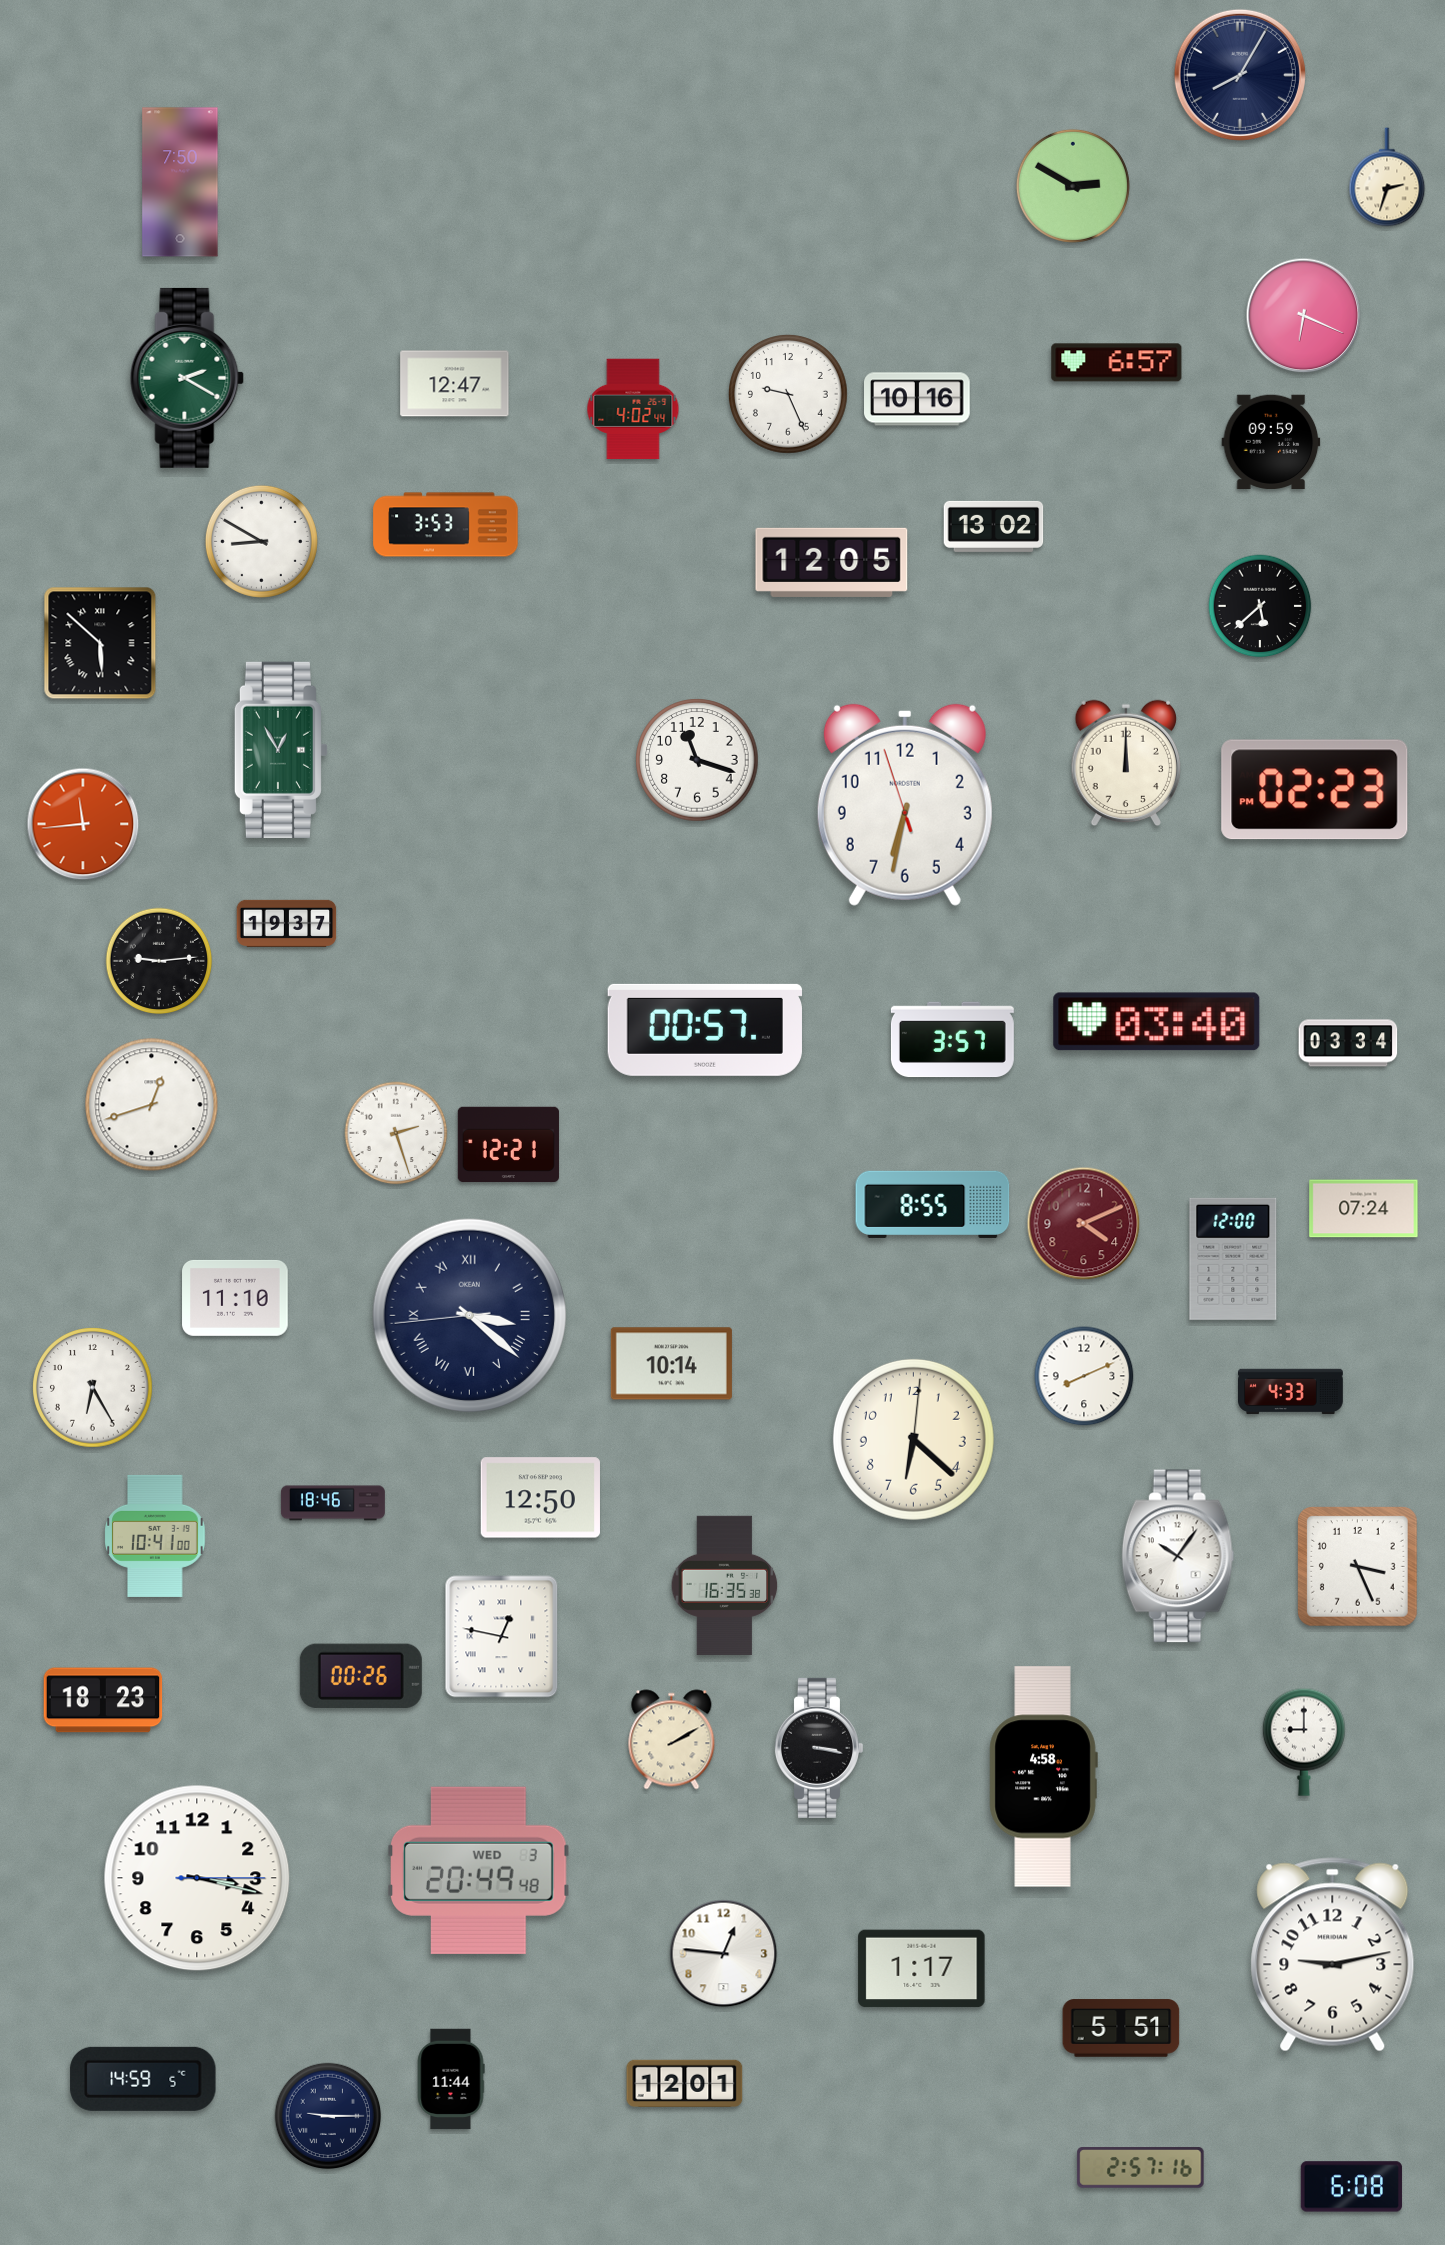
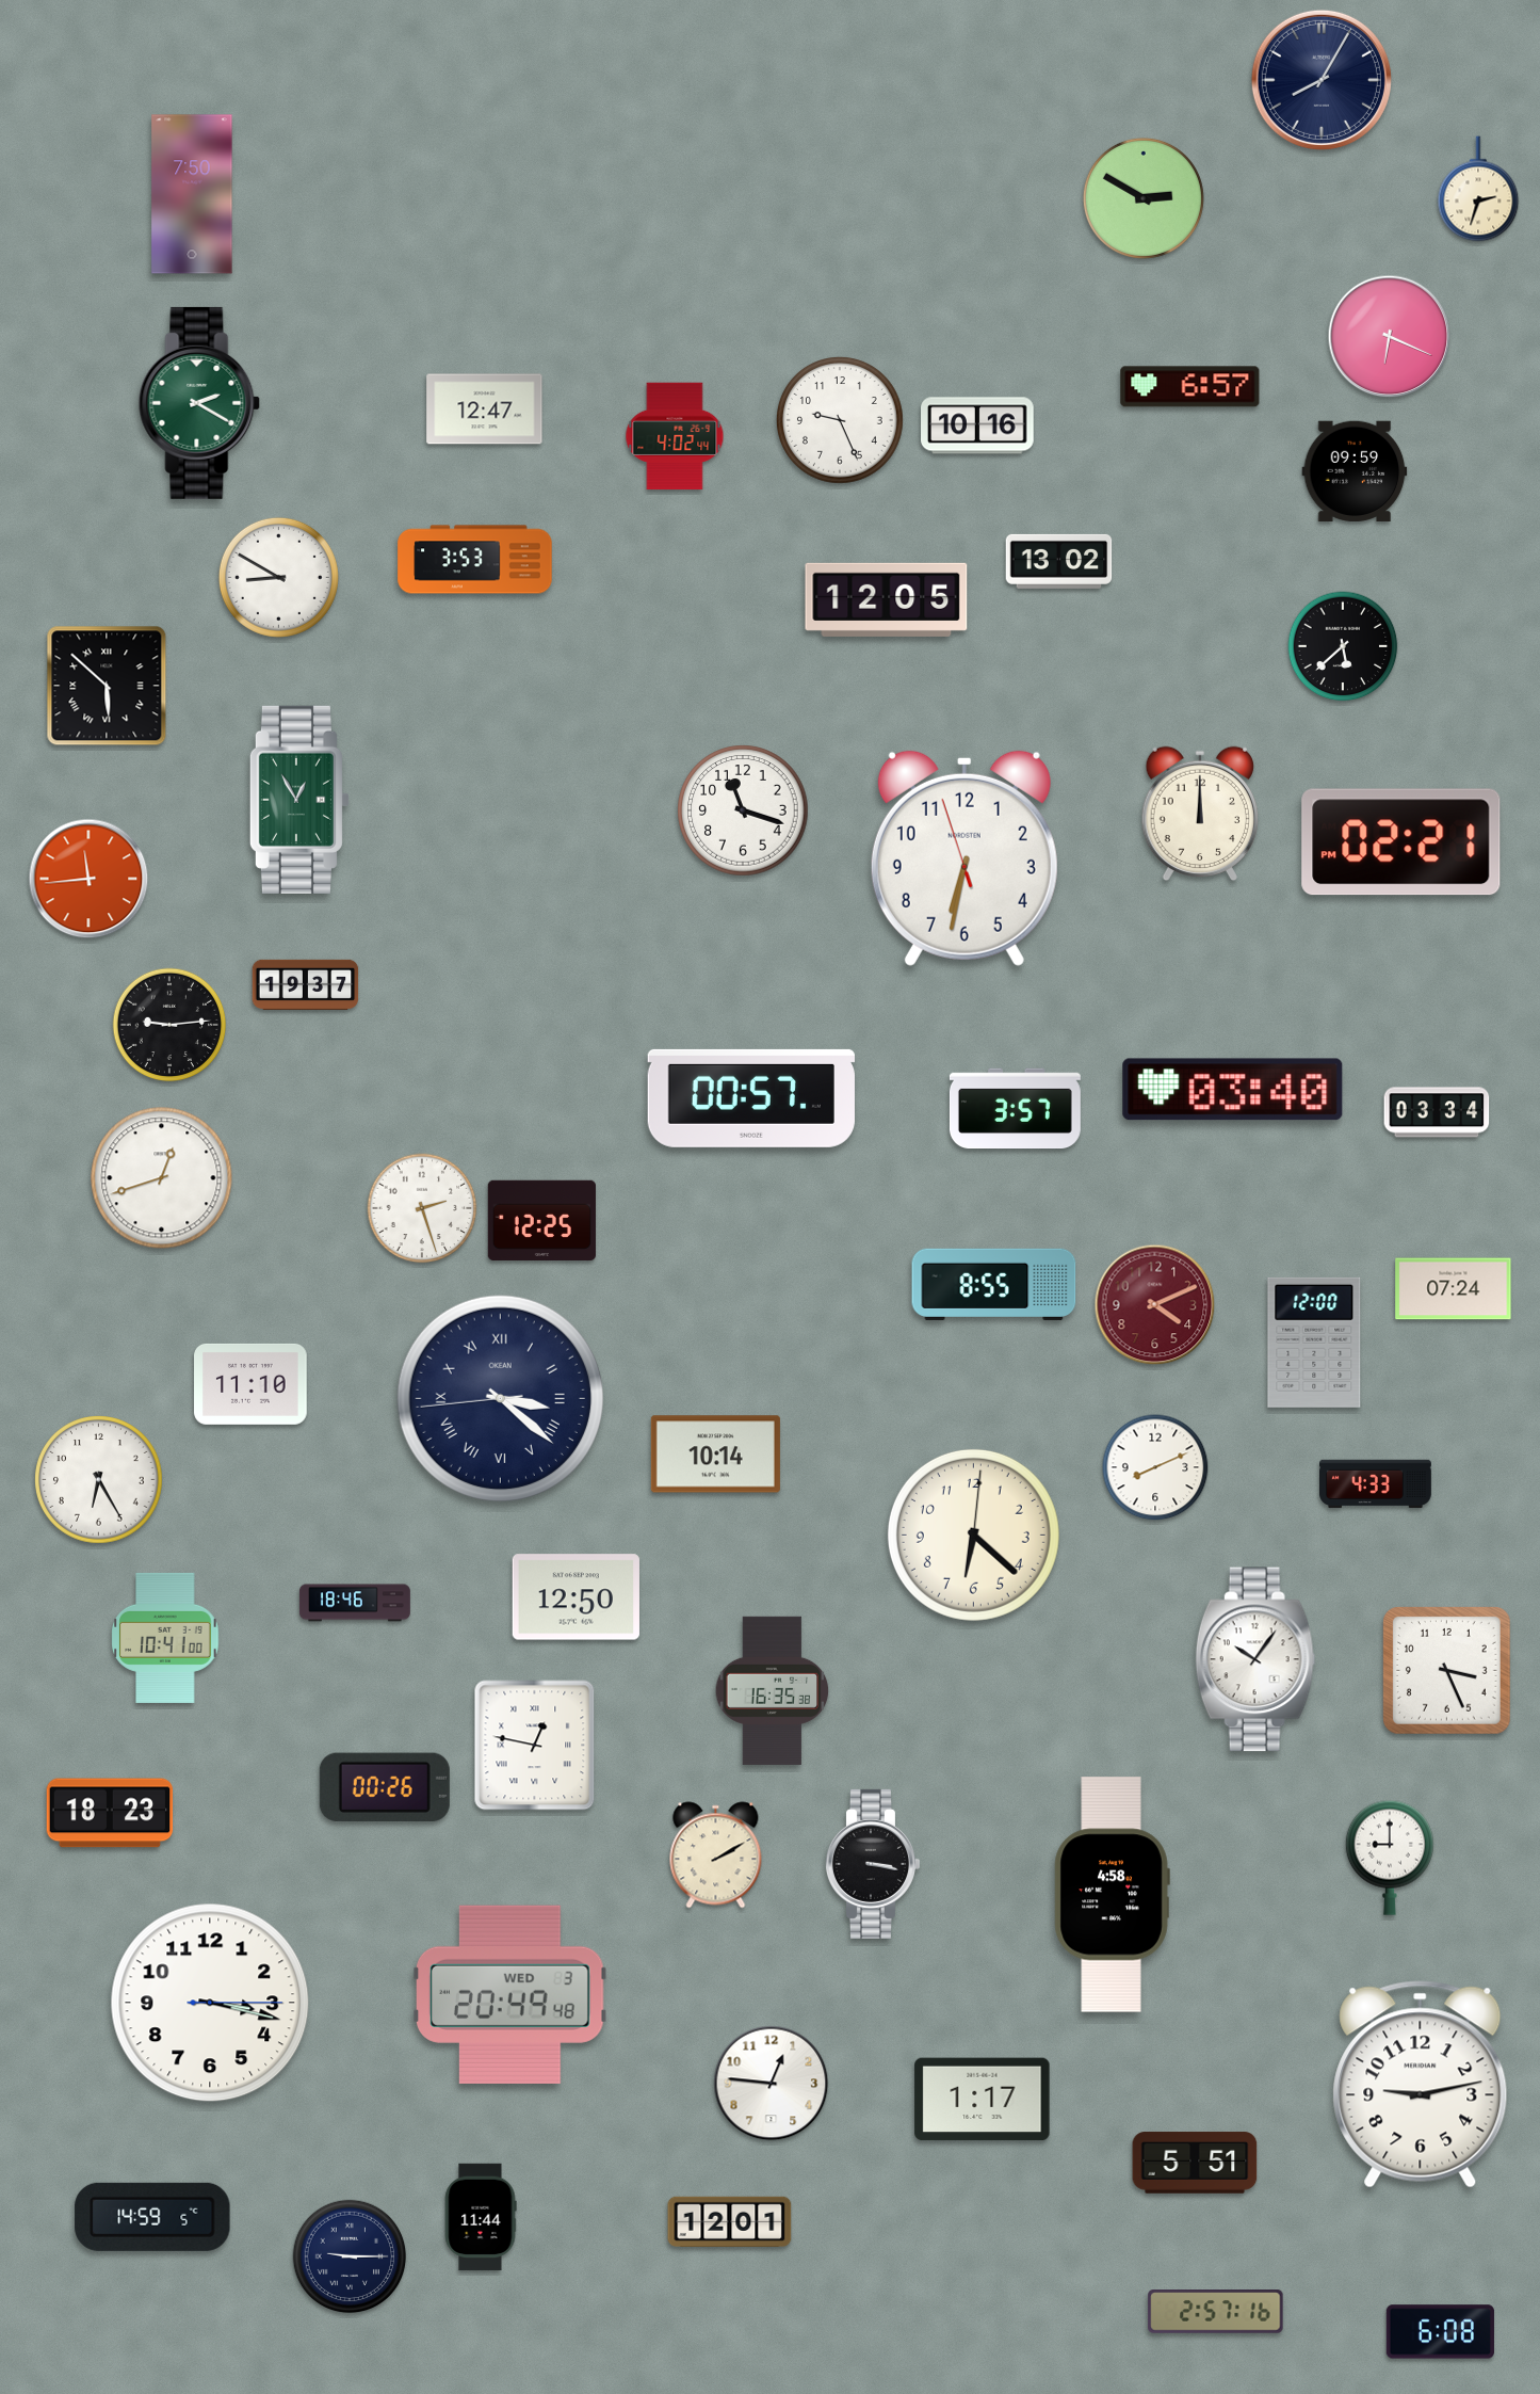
clock at (1315, 790): 02:23 -> 02:21
clock at (508, 1145): 12:21 -> 12:25
clock at (469, 1315) position: (469, 1315) -> (500, 1398)
